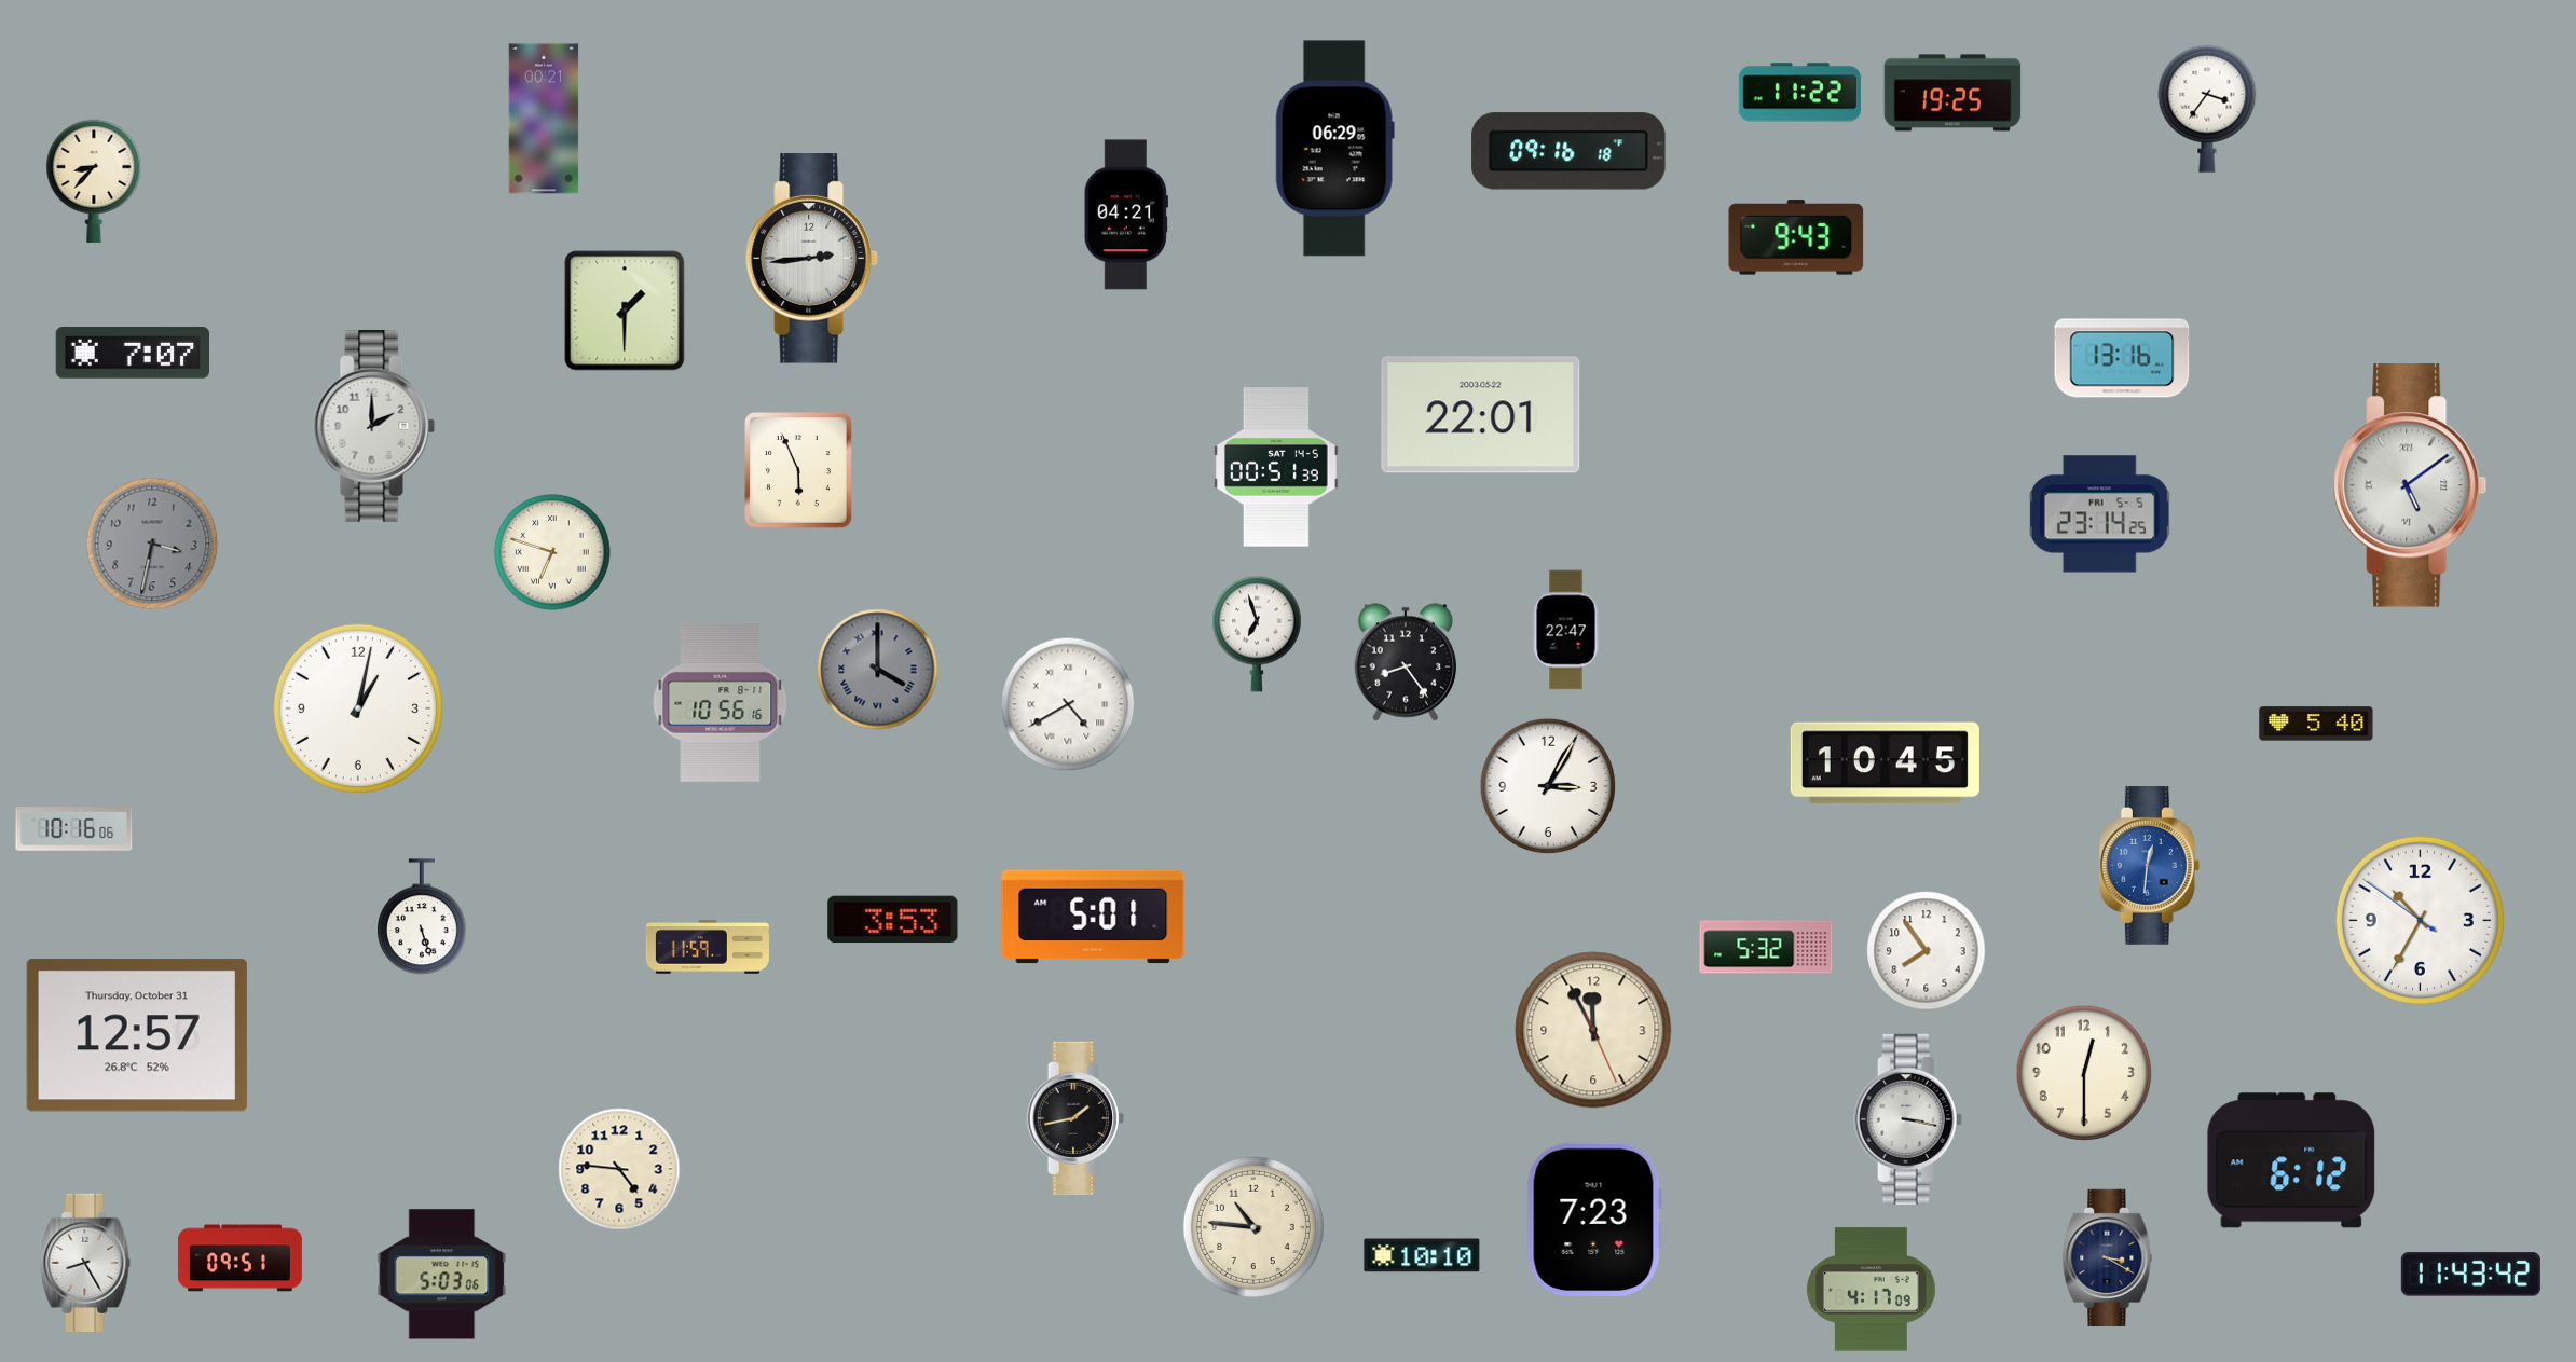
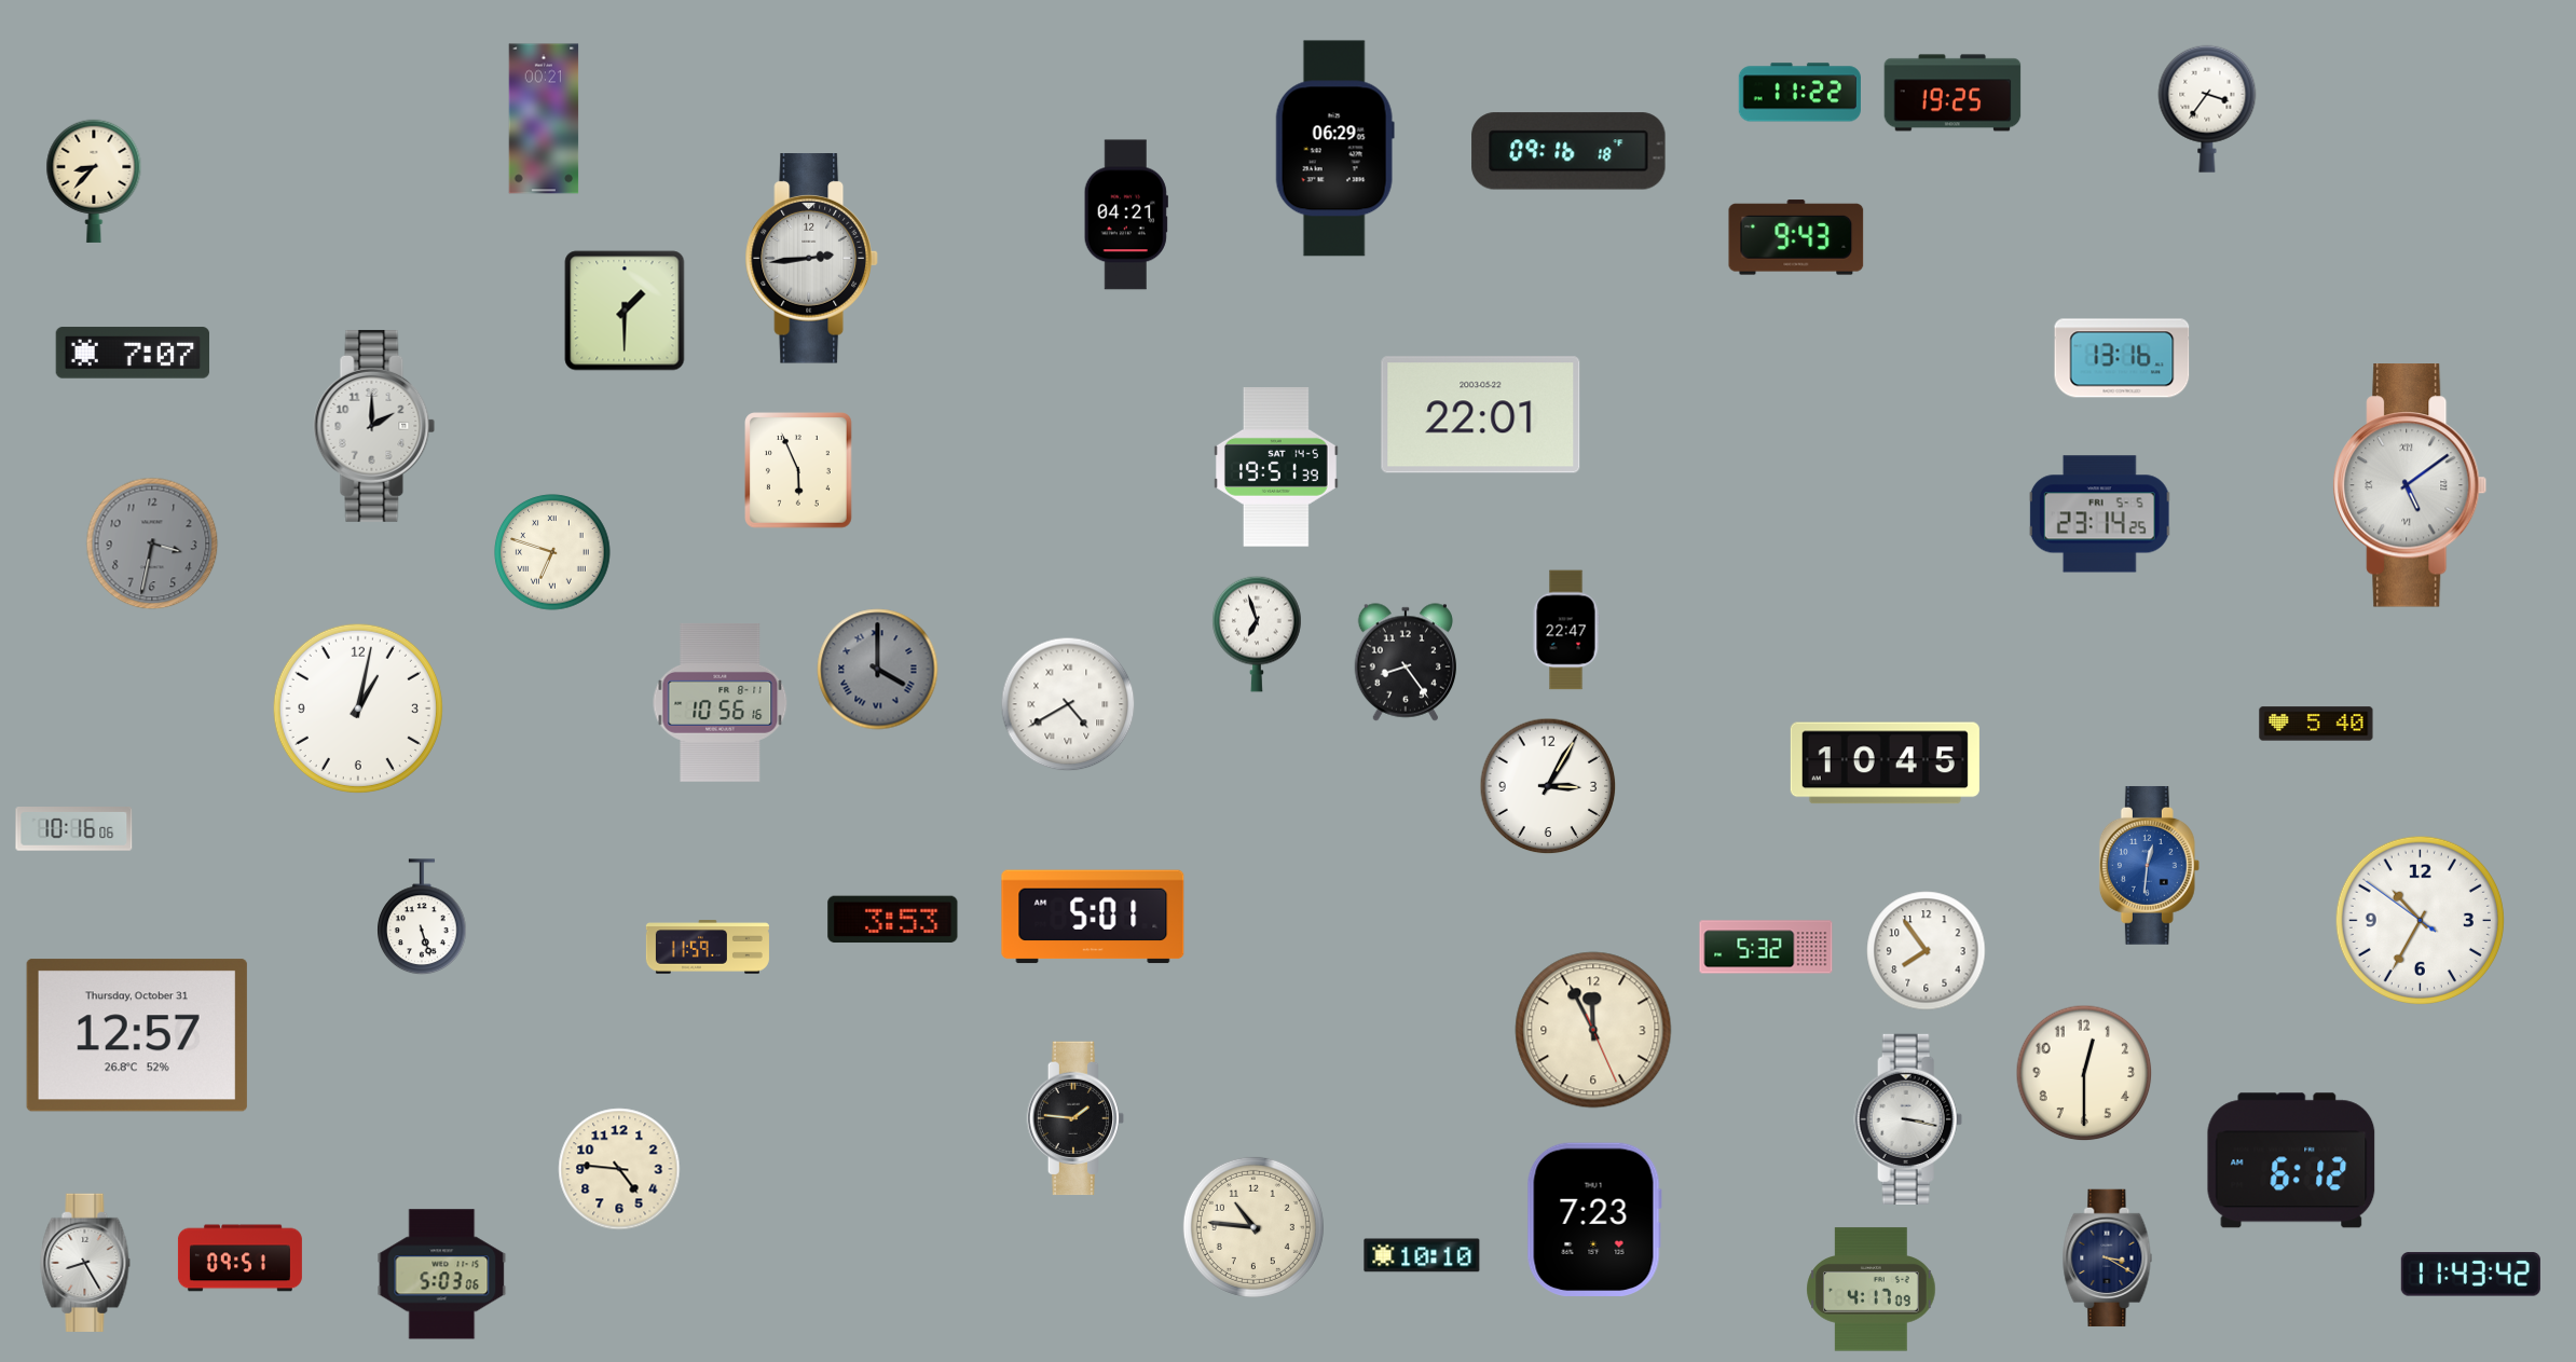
clock at (1276, 467): 00:51 -> 19:51
clock at (1075, 1118): 1:43 -> 1:46
